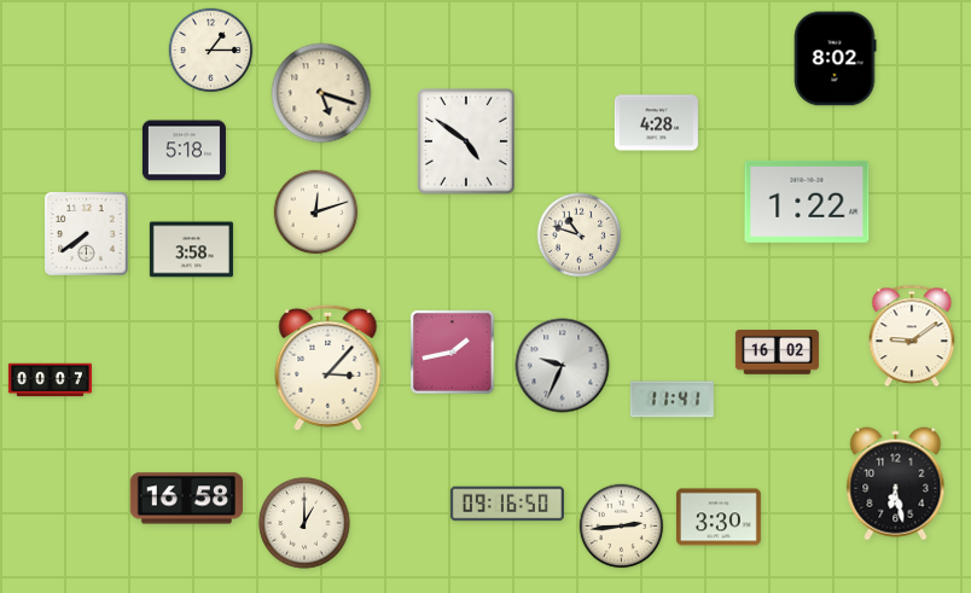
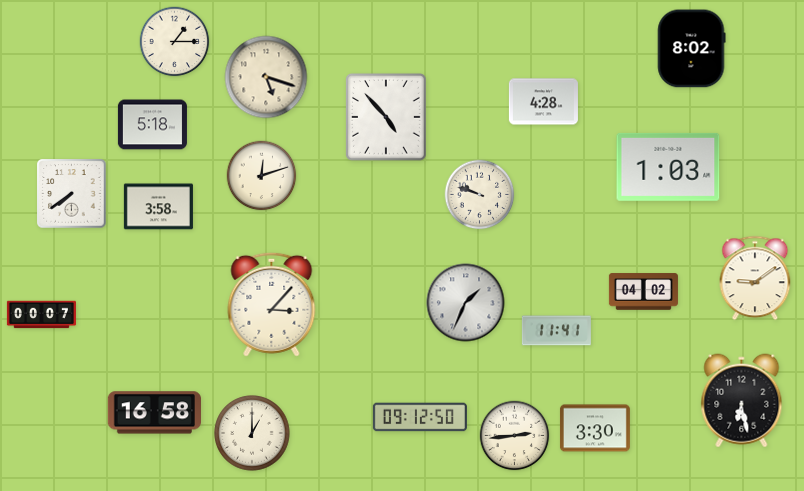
clock at (466, 141): 4:51 -> 4:53
clock at (807, 202): 1:22 -> 1:03
clock at (580, 236): 10:48 -> 9:48
clock at (453, 353): 1:43 -> none
clock at (777, 353): 16:02 -> 04:02
clock at (563, 366): 9:34 -> 1:34
clock at (507, 504): 09:16 -> 09:12
